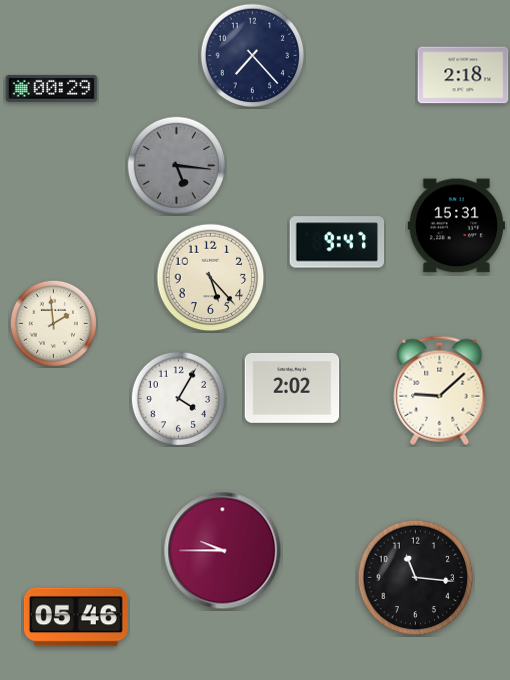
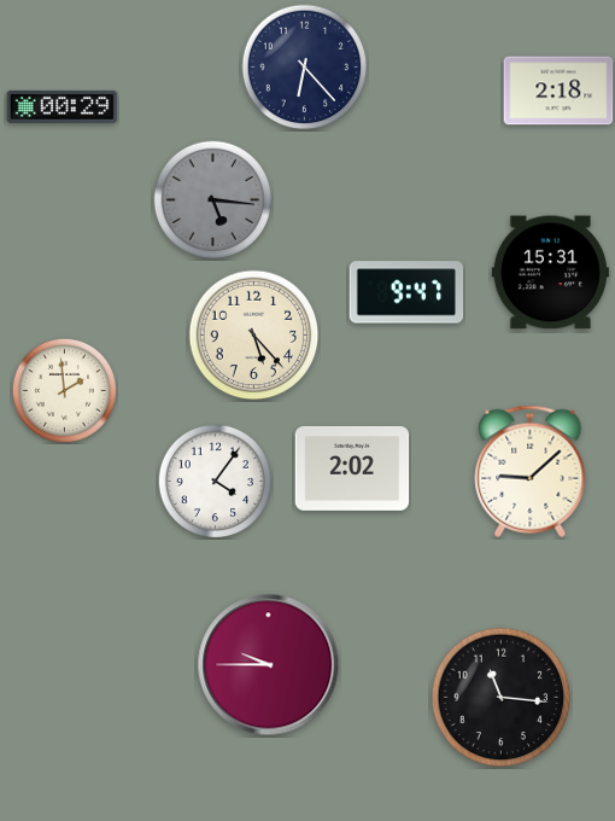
clock at (253, 56): 7:23 -> 6:23
clock at (178, 398): 4:05 -> 4:06
clock at (76, 617): 05:46 -> none
